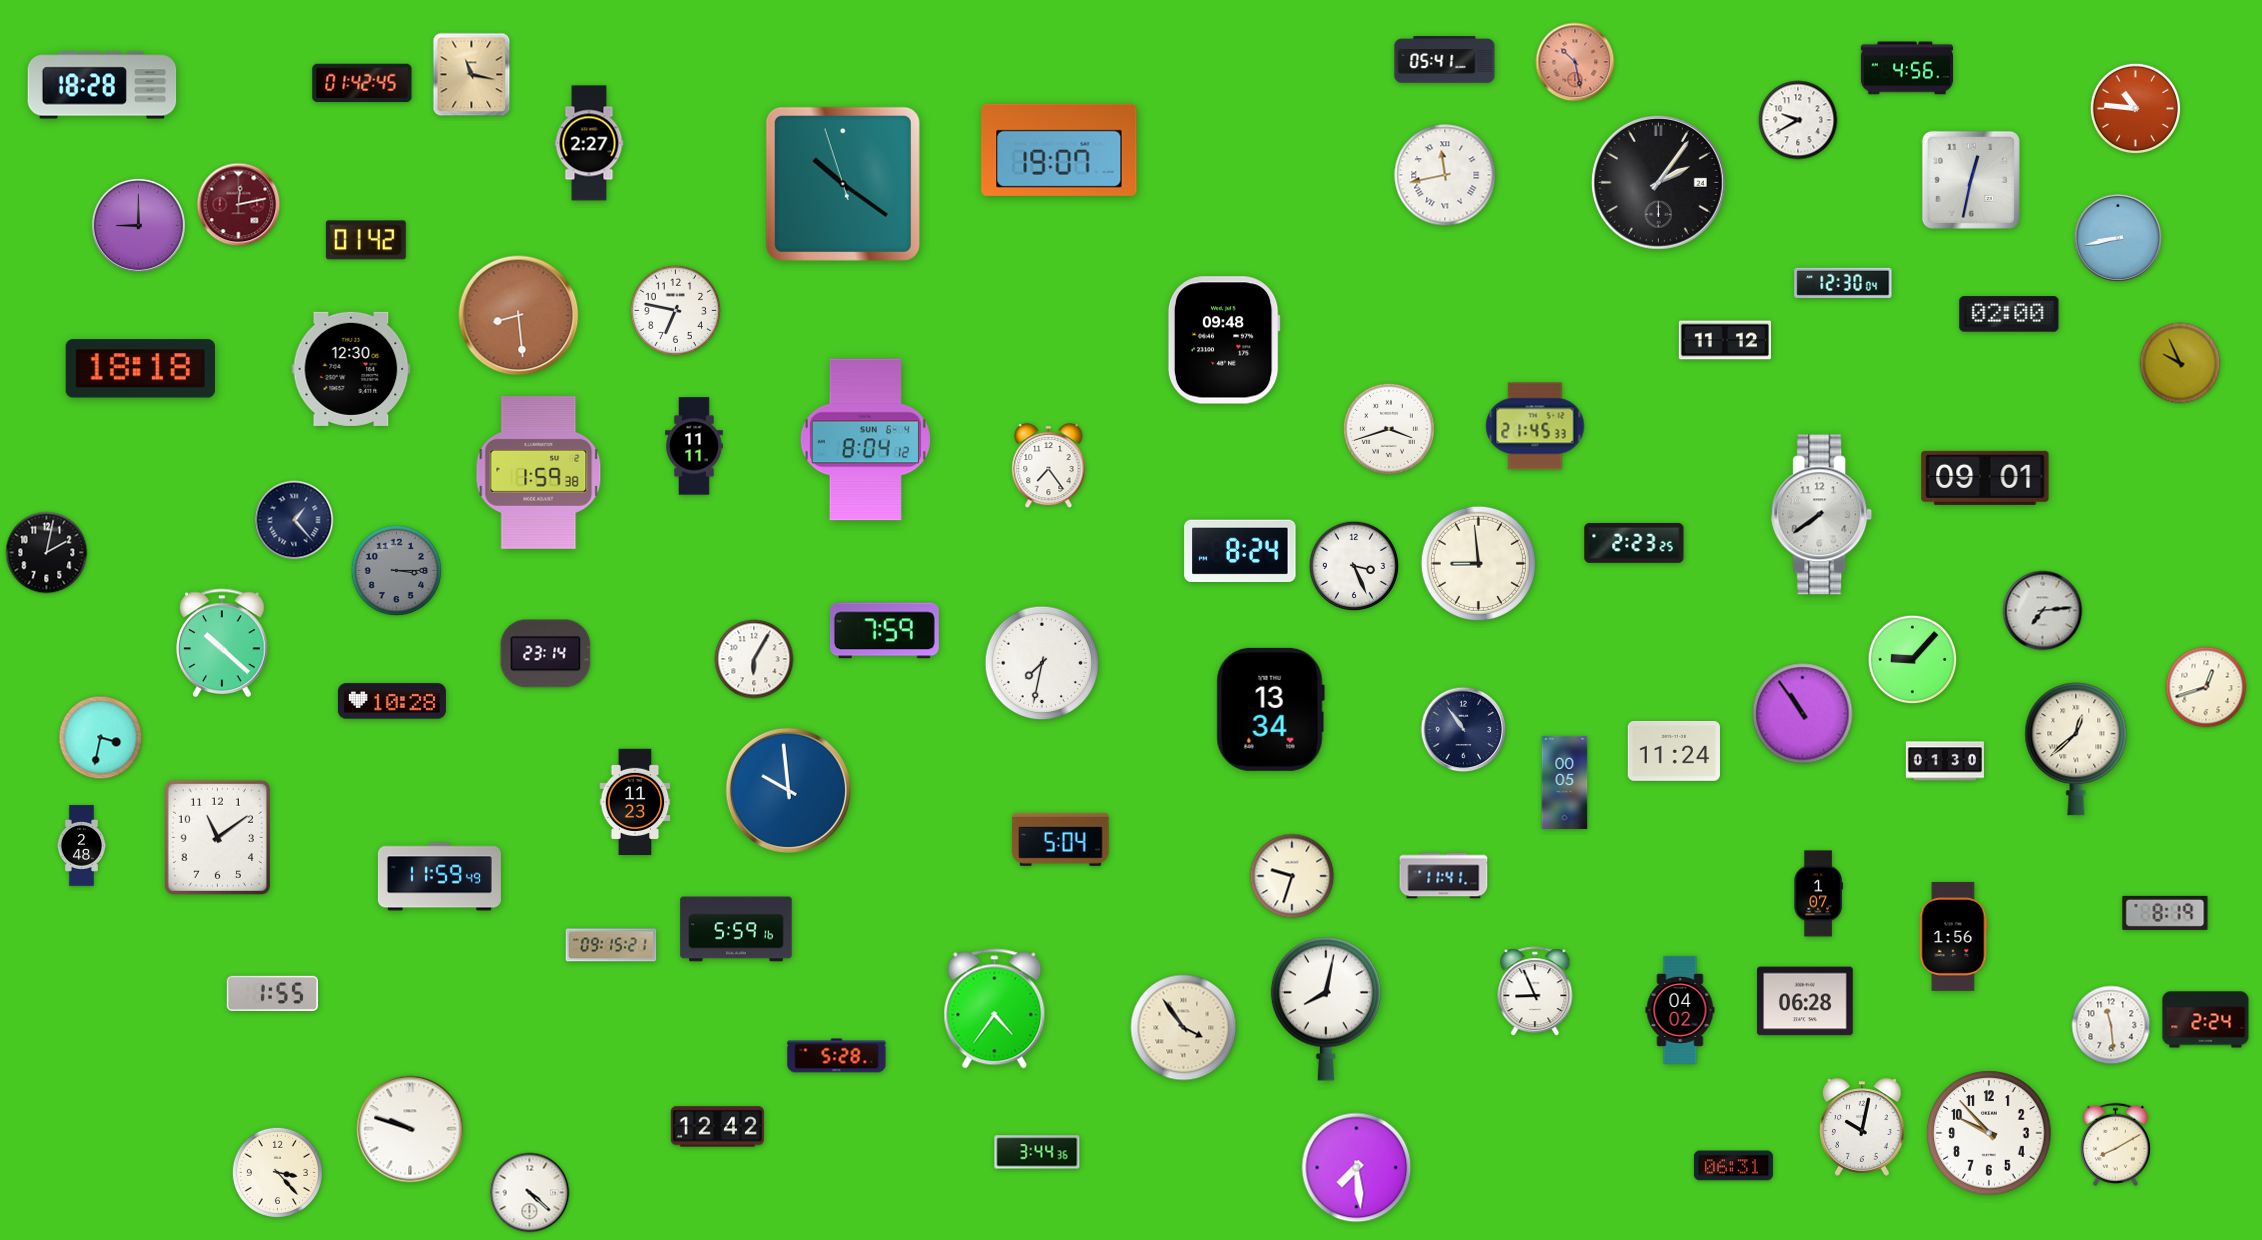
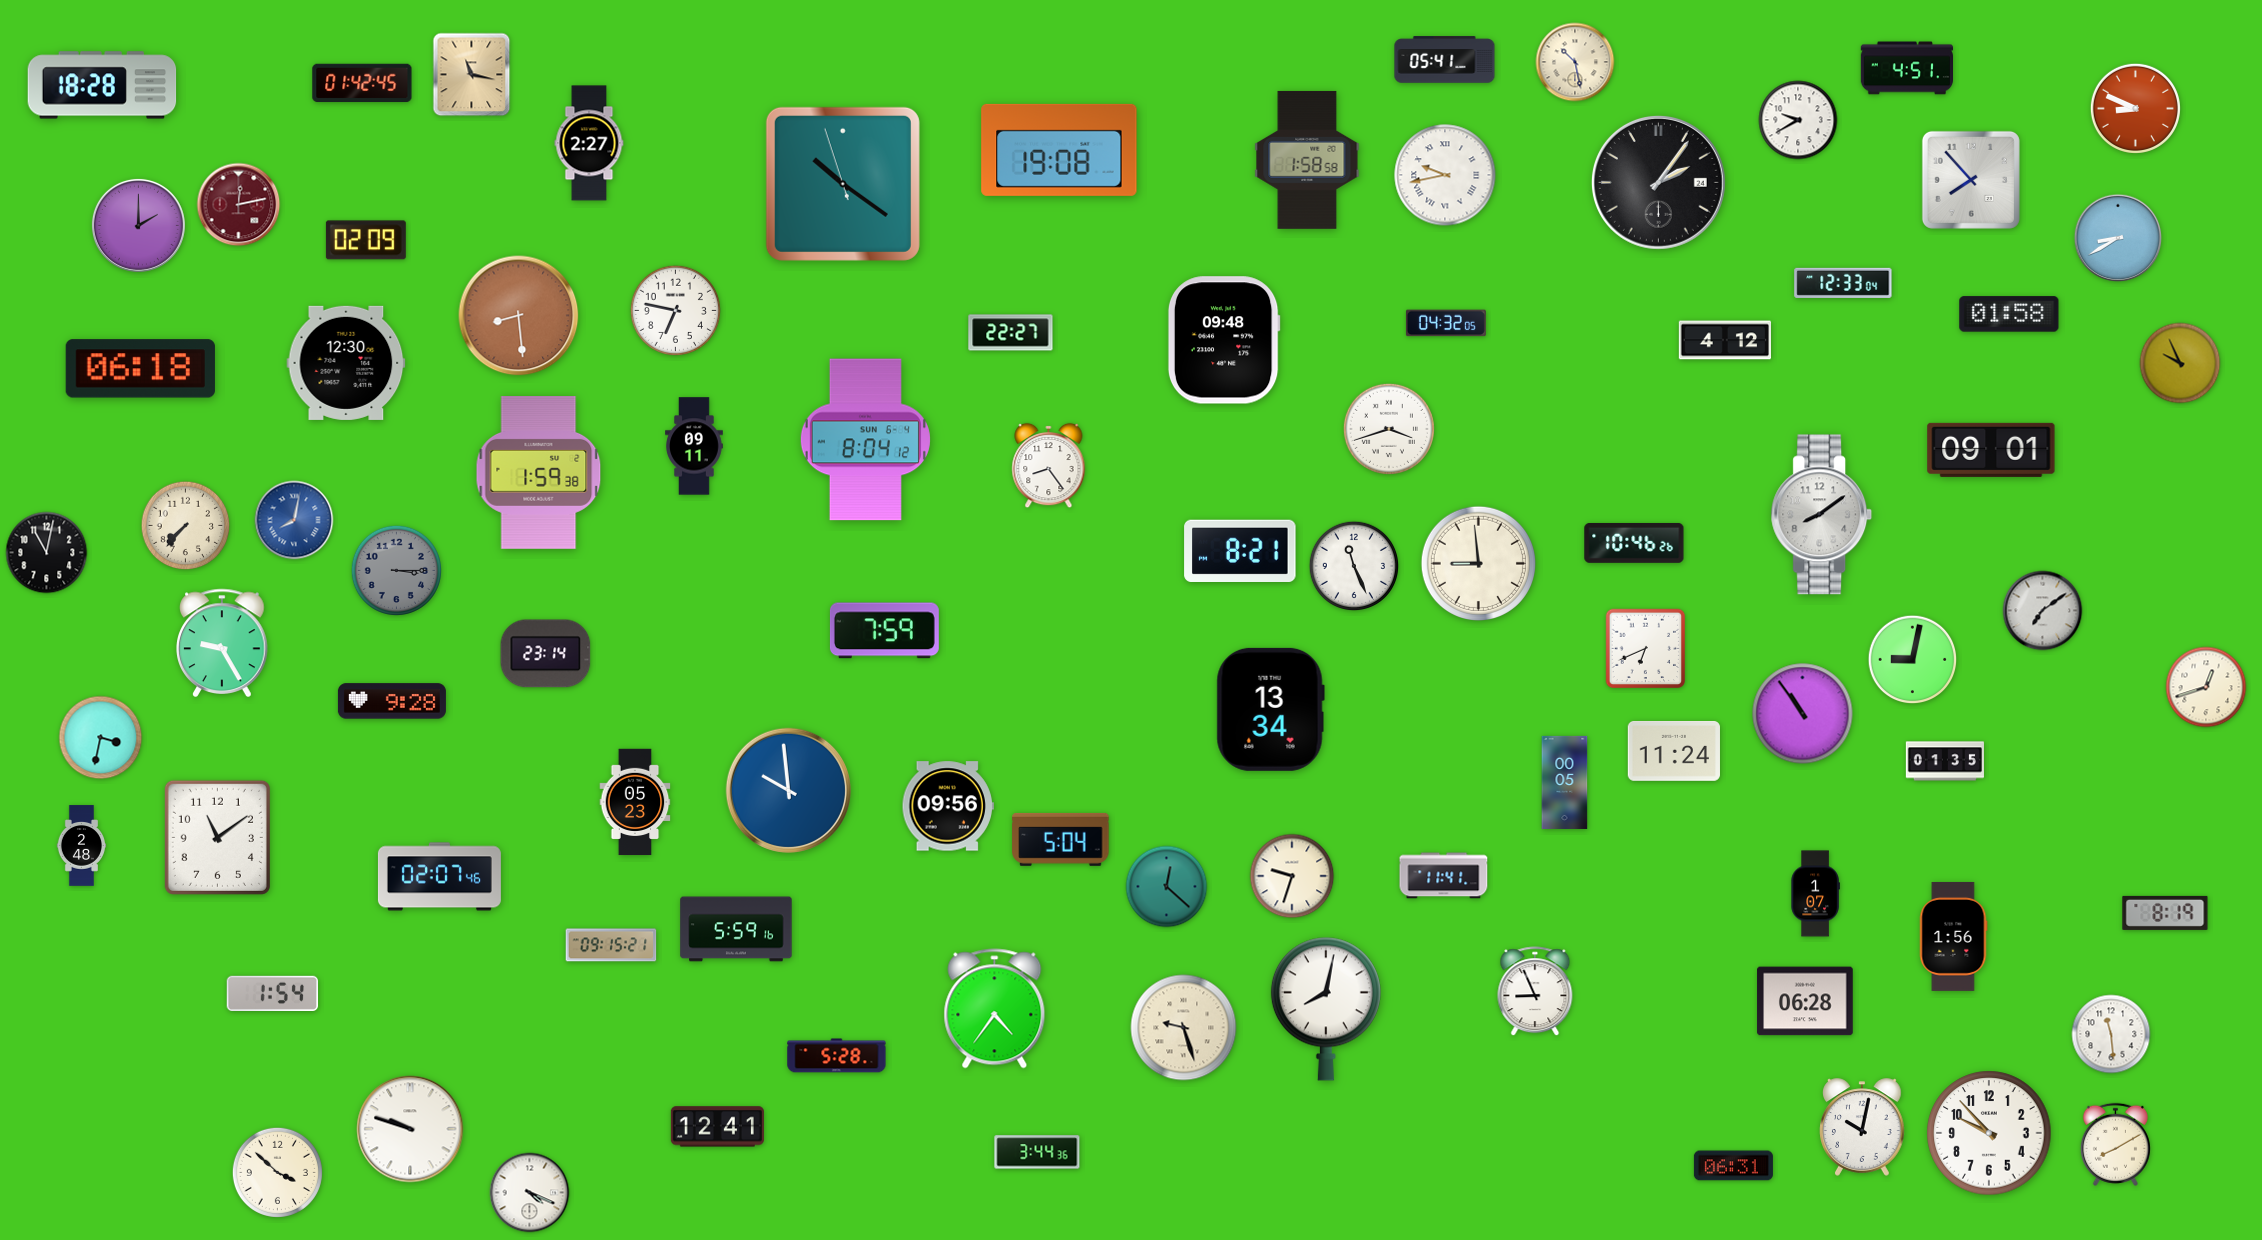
clock at (1575, 62) dial: salmon -> cream
clock at (1906, 68): 4:56 -> 4:51
clock at (2135, 108): 10:46 -> 8:49
clock at (1059, 150): 19:07 -> 19:08
clock at (1307, 160): none -> 1:58
clock at (1445, 175): 11:43 -> 9:43
clock at (1971, 180): 12:32 -> 7:53
clock at (138, 225): 9:00 -> 2:00
clock at (2118, 238): 8:43 -> 8:40
clock at (366, 240): 01:42 -> 02:09
clock at (1843, 283): 12:30 -> 12:33
clock at (2009, 314): 02:00 -> 01:58
clock at (1446, 323): none -> 04:32
clock at (1011, 333): none -> 22:27
clock at (1724, 340): 11:12 -> 4:12
clock at (140, 369): 18:18 -> 06:18
clock at (351, 369) position: (351, 369) -> (346, 363)
clock at (1535, 426): 21:45 -> none
clock at (695, 446): 11:11 -> 09:11
clock at (1049, 466): 7:24 -> 8:24
clock at (1985, 478) position: (1985, 478) -> (1991, 450)
clock at (1822, 515): 7:39 -> 8:09
clock at (294, 520): 1:23 -> 8:02
clock at (294, 520) dial: navy -> blue
clock at (186, 526): none -> 7:37
clock at (1634, 543): 2:23 -> 10:46
clock at (1240, 550): 8:24 -> 8:21
clock at (47, 553): 2:02 -> 11:02
clock at (1353, 565): 3:26 -> 11:26
clock at (2043, 611): 7:14 -> 7:09
clock at (222, 642): 10:22 -> 9:25
clock at (1646, 649): none -> 6:41
clock at (754, 659): 6:05 -> none
clock at (1913, 660): 9:07 -> 9:02
clock at (1042, 663): 7:32 -> none
clock at (392, 701): 10:28 -> 9:28
clock at (1464, 730): 10:54 -> none
clock at (2076, 749): 12:38 -> none
clock at (1945, 761): 01:30 -> 01:35
clock at (635, 802): 11:23 -> 05:23
clock at (948, 806): none -> 09:56
clock at (439, 877): 11:59 -> 02:07
clock at (1167, 887): none -> 12:22
clock at (1818, 894) position: (1818, 894) -> (1815, 894)
clock at (273, 993): 1:55 -> 1:54
clock at (1680, 1010): 04:02 -> none
clock at (2206, 1020): 2:24 -> none
clock at (2111, 1025) position: (2111, 1025) -> (2111, 1034)
clock at (1184, 1028): 3:54 -> 9:27
clock at (717, 1127): 12:42 -> 12:41
clock at (1357, 1168): 7:29 -> none
clock at (277, 1172): 3:23 -> 3:52
clock at (530, 1193): 4:22 -> 4:19
